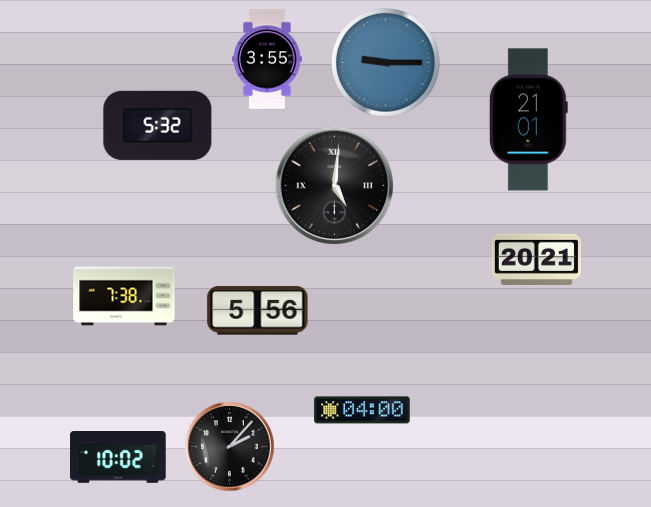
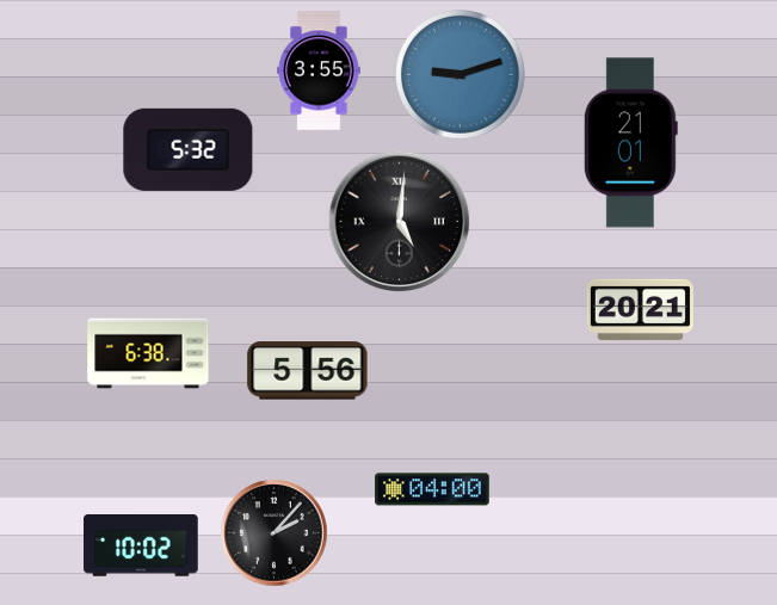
clock at (386, 63): 9:15 -> 9:12
clock at (124, 296): 7:38 -> 6:38
